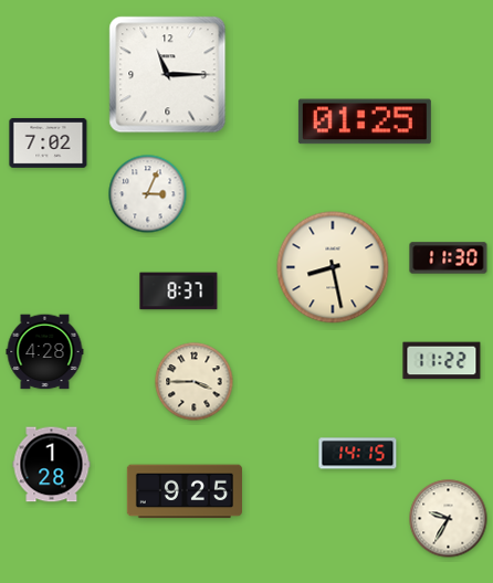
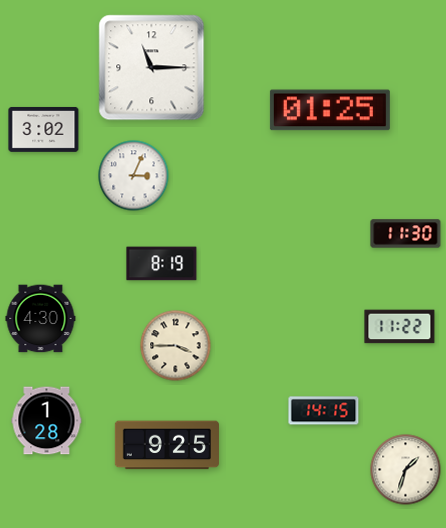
clock at (49, 142): 7:02 -> 3:02
clock at (333, 267): 8:28 -> none
clock at (179, 291): 8:37 -> 8:19
clock at (45, 352): 4:28 -> 4:30
clock at (449, 519): 9:35 -> 1:33
